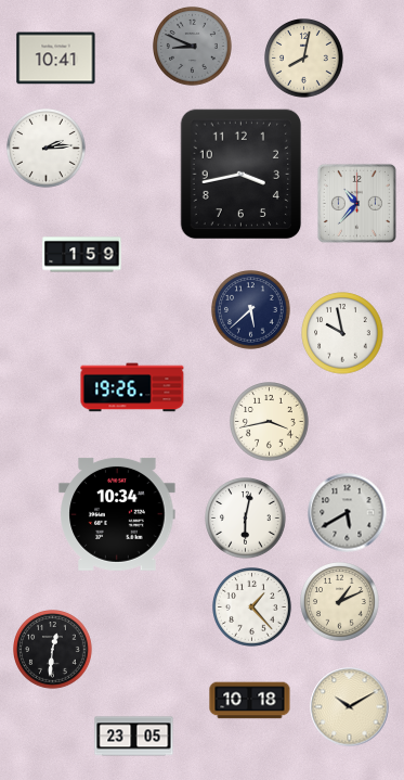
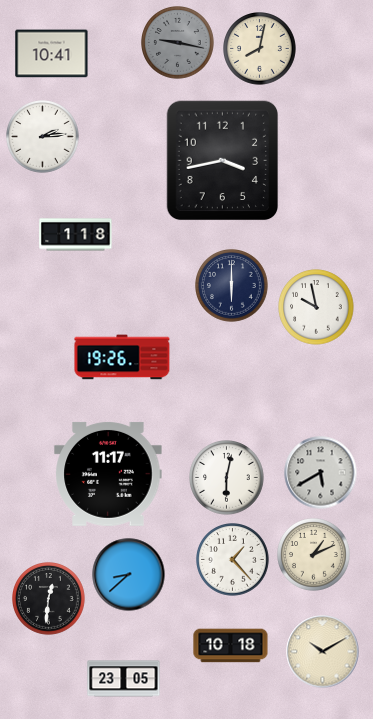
clock at (193, 47): 8:49 -> 9:17
clock at (304, 59) position: (304, 59) -> (260, 49)
clock at (356, 203): 10:37 -> none
clock at (82, 255): 1:59 -> 1:18
clock at (251, 310): 5:38 -> 6:00
clock at (270, 422): 3:43 -> none
clock at (117, 514): 10:34 -> 11:17
clock at (129, 575): none -> 8:38
